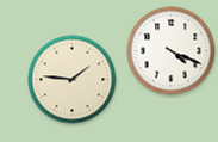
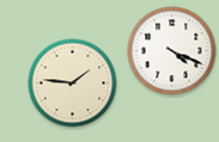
clock at (73, 80) position: (73, 80) -> (73, 84)
